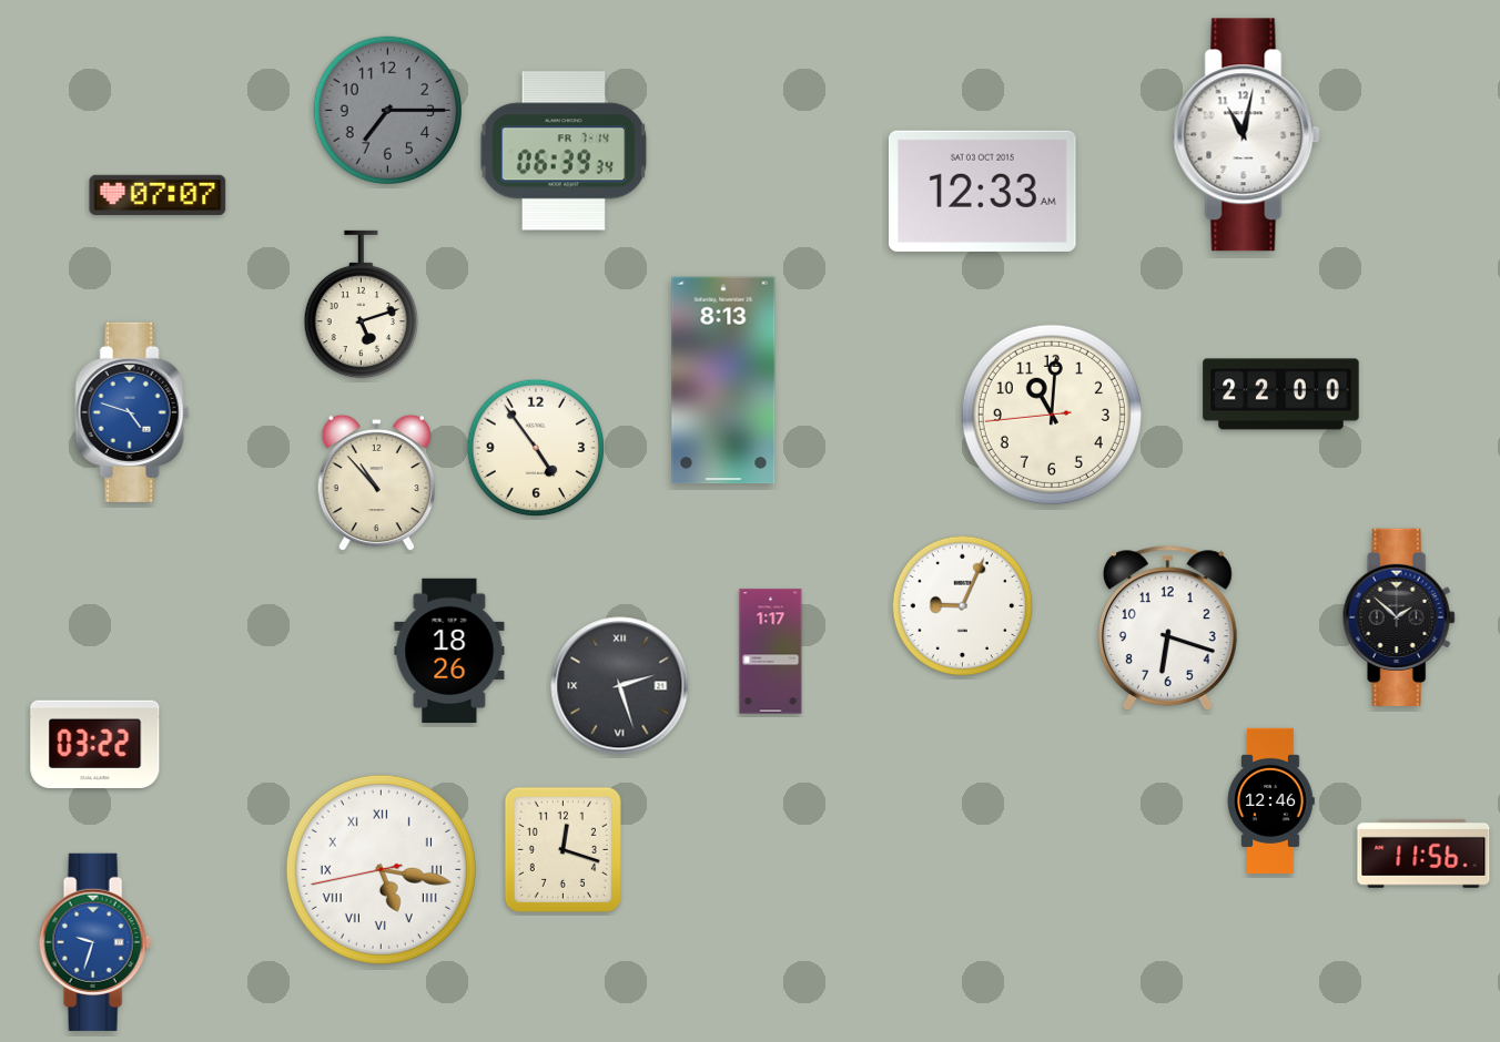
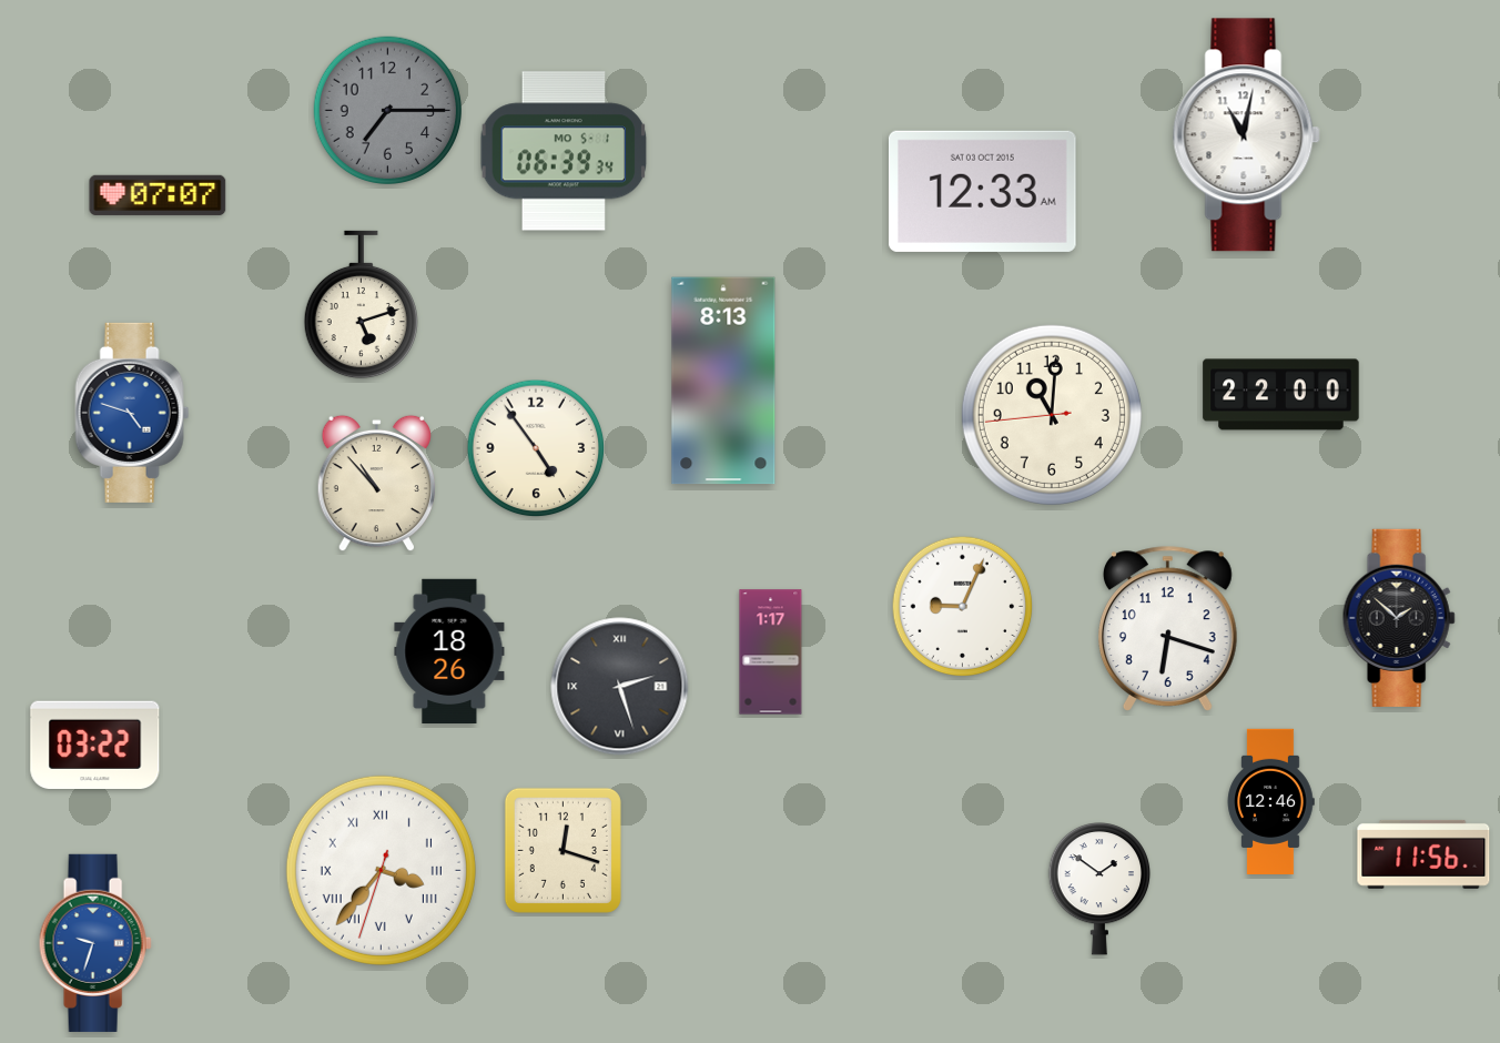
clock at (564, 151) date: FR 7-14 -> MO 5-1
clock at (381, 869): 5:16 -> 3:36
clock at (1099, 890): none -> 1:51
